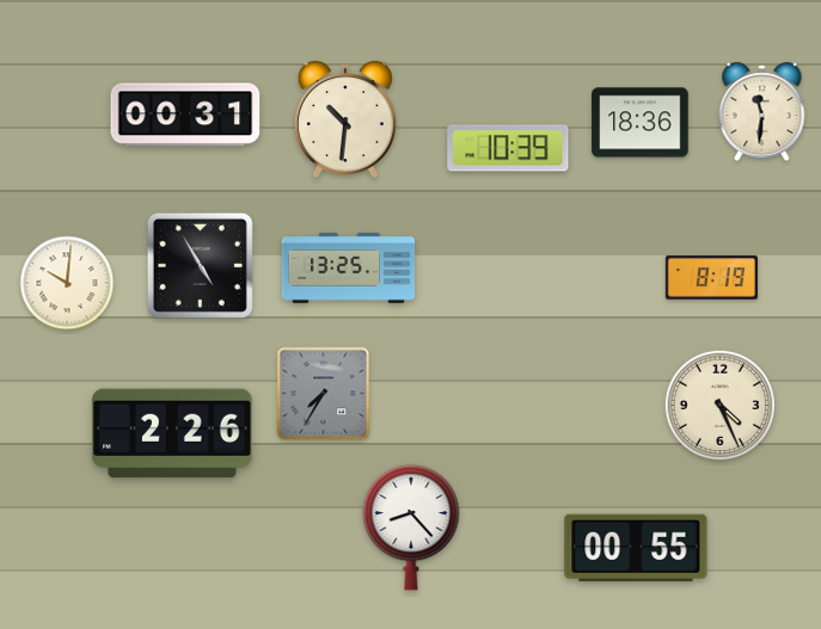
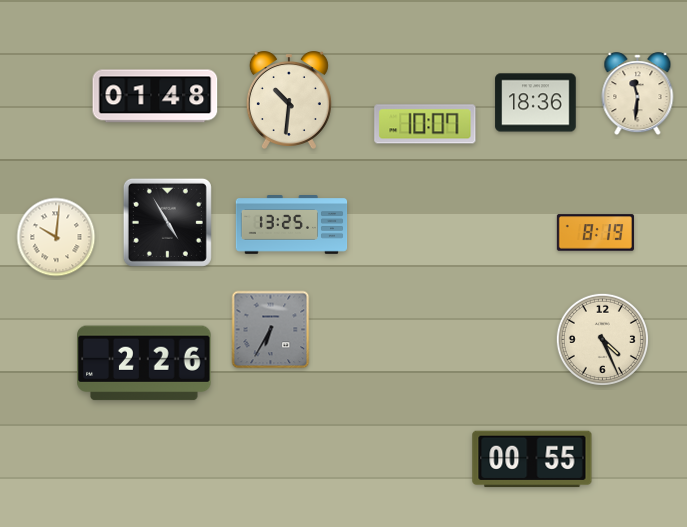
clock at (185, 115): 00:31 -> 01:48
clock at (508, 148): 10:39 -> 10:07
clock at (324, 394): 7:35 -> 6:35
clock at (411, 528): 8:23 -> none
